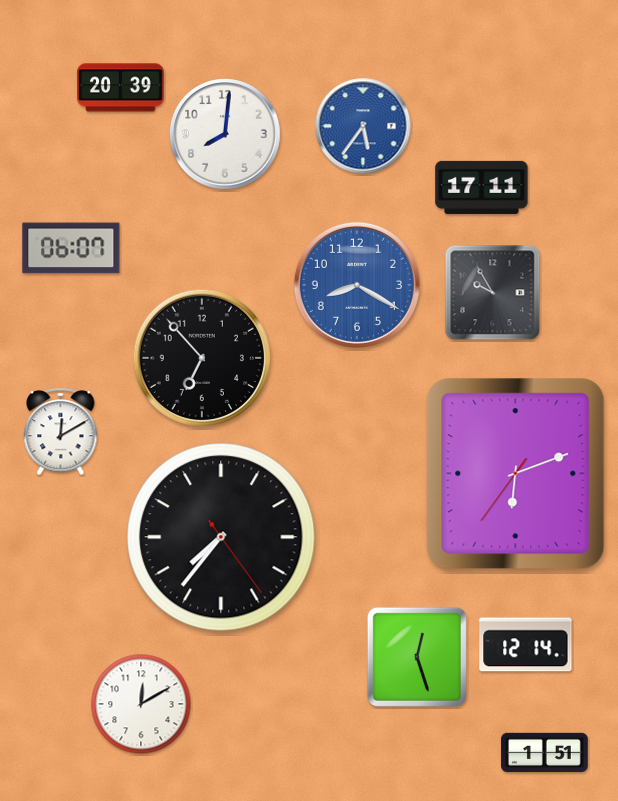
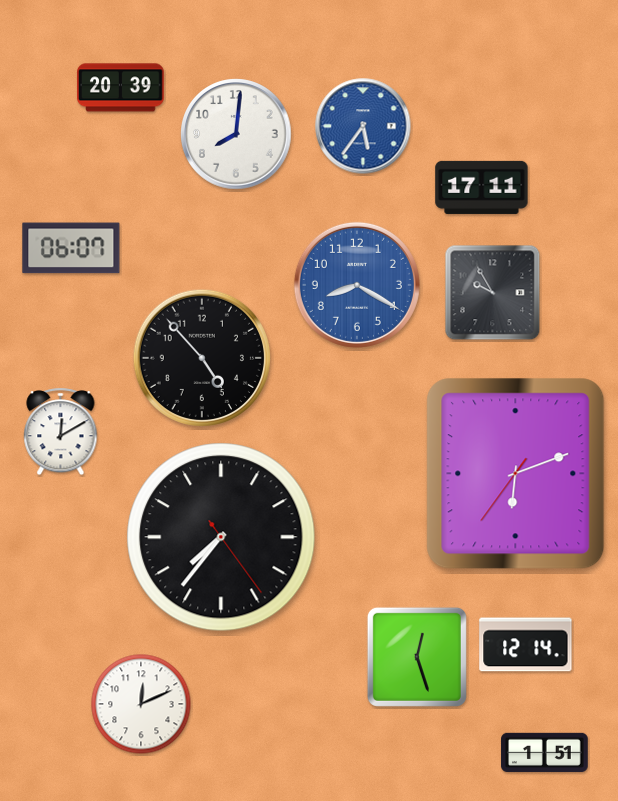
clock at (225, 134) position: (225, 134) -> (236, 134)
clock at (201, 357): 6:53 -> 4:53
clock at (141, 704): 12:10 -> 12:11
